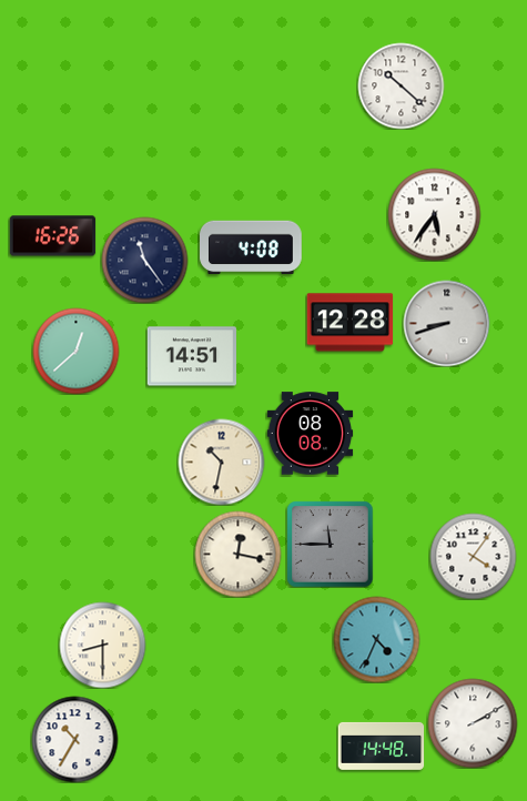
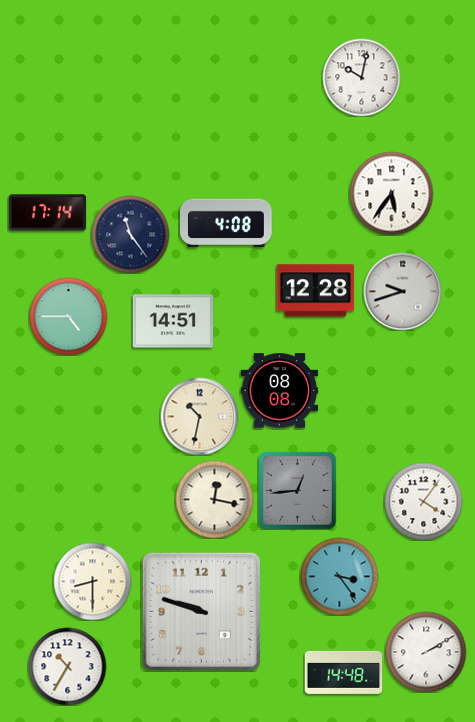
clock at (401, 85): 10:22 -> 10:02
clock at (52, 236): 16:26 -> 17:14
clock at (446, 323): 8:42 -> 9:42
clock at (75, 351): 12:38 -> 4:45
clock at (330, 544): 11:45 -> 12:44
clock at (473, 556) position: (473, 556) -> (423, 501)
clock at (376, 639): 4:34 -> 3:24
clock at (201, 611): none -> 9:48
